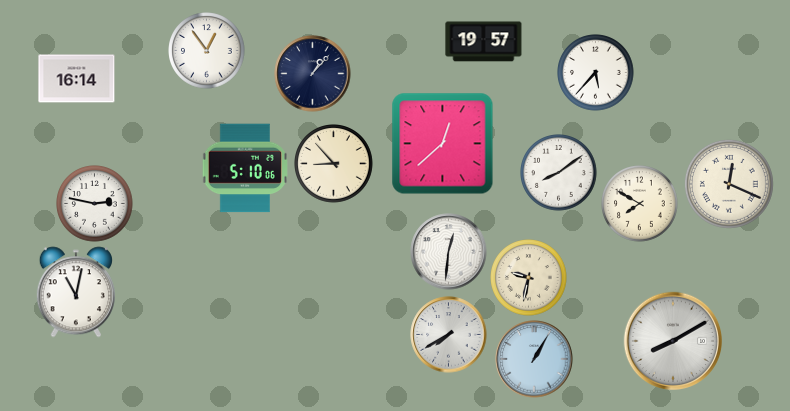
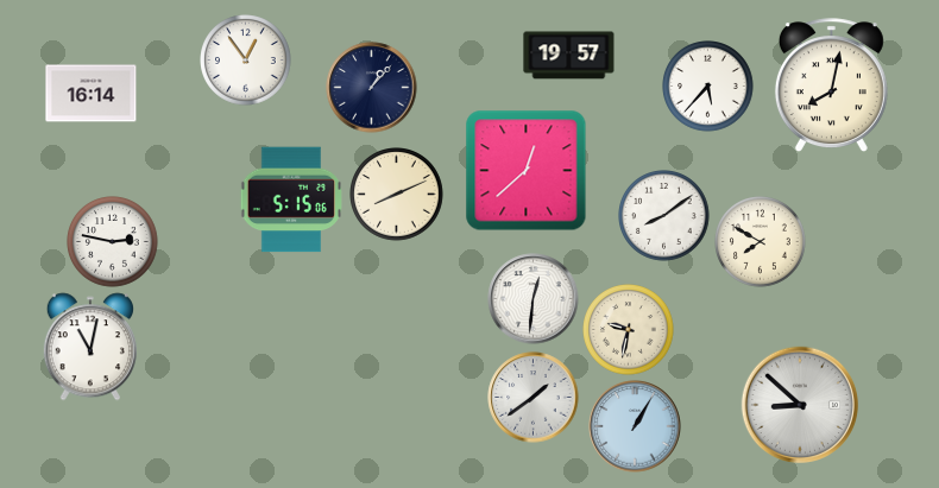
clock at (484, 42) position: (484, 42) -> (569, 56)
clock at (831, 85): none -> 8:02
clock at (334, 164): 8:53 -> 8:11
clock at (245, 168): 5:10 -> 5:15
clock at (559, 173) position: (559, 173) -> (664, 216)
clock at (729, 184): 12:19 -> none
clock at (449, 335): 7:40 -> 1:39
clock at (672, 340): 8:10 -> 8:52
